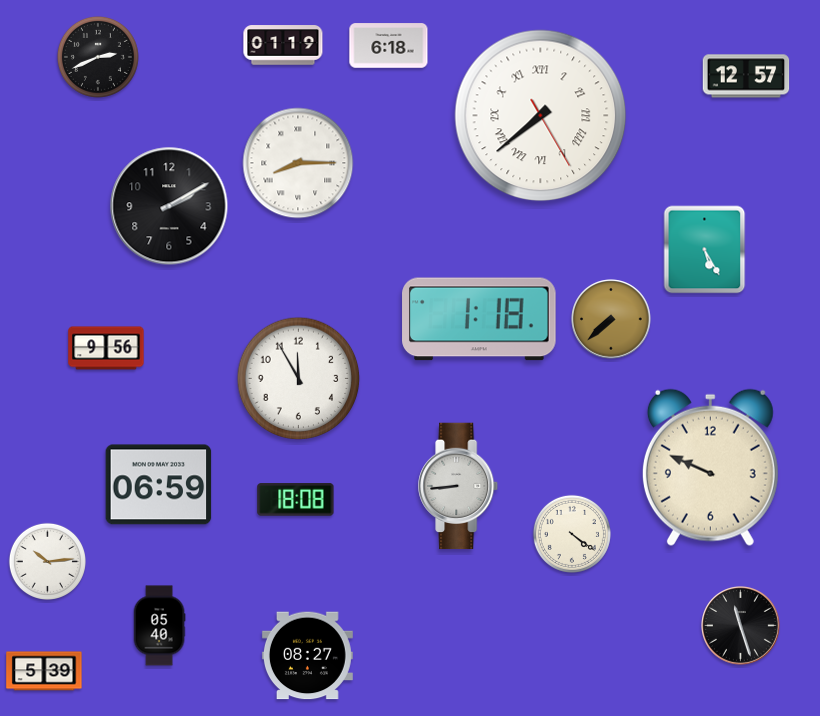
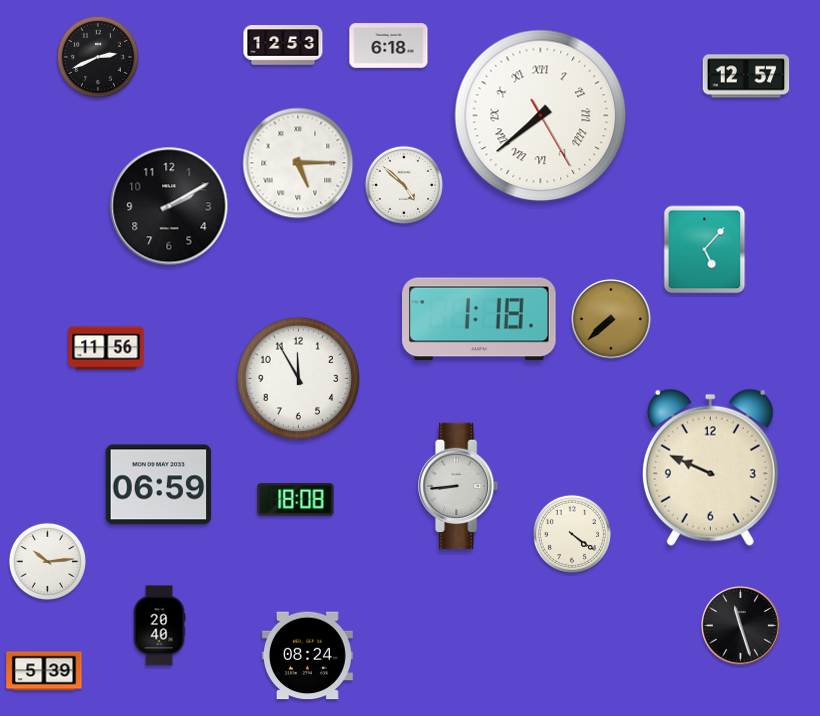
clock at (283, 45): 01:19 -> 12:53
clock at (298, 163): 8:15 -> 5:15
clock at (404, 185): none -> 4:52
clock at (705, 250): 5:25 -> 5:07
clock at (106, 348): 9:56 -> 11:56
clock at (159, 626): 05:40 -> 20:40
clock at (307, 656): 08:27 -> 08:24
